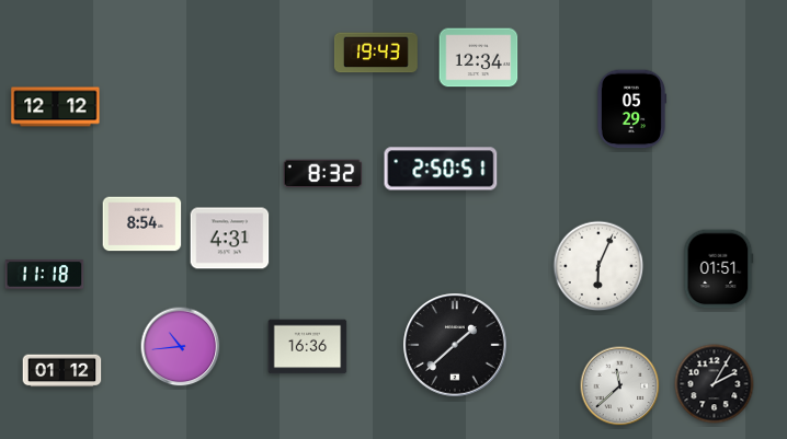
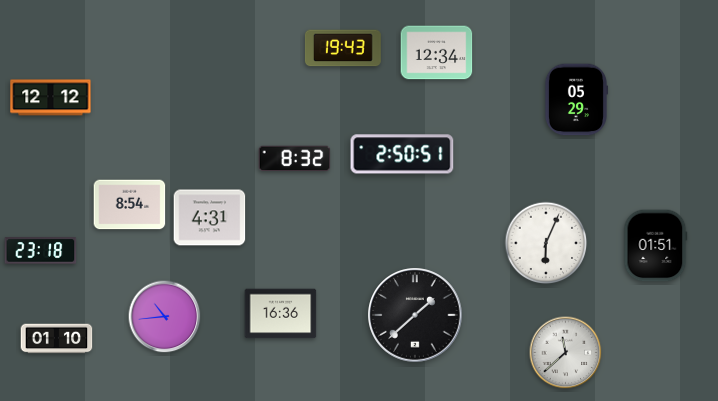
clock at (45, 275): 11:18 -> 23:18
clock at (308, 347) position: (308, 347) -> (281, 314)
clock at (62, 371): 01:12 -> 01:10
clock at (715, 384): 2:05 -> none
